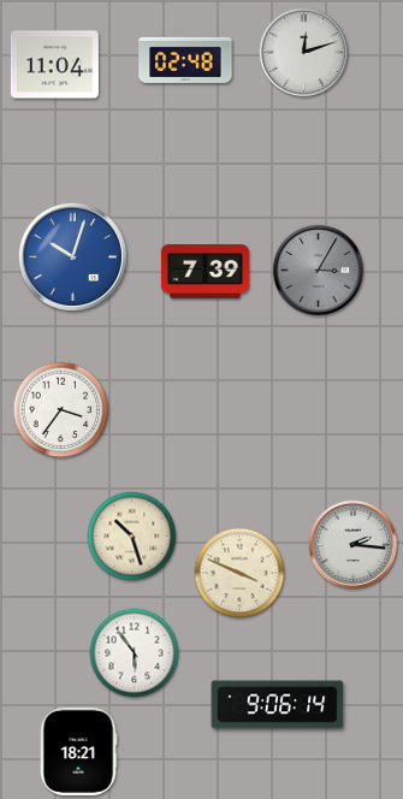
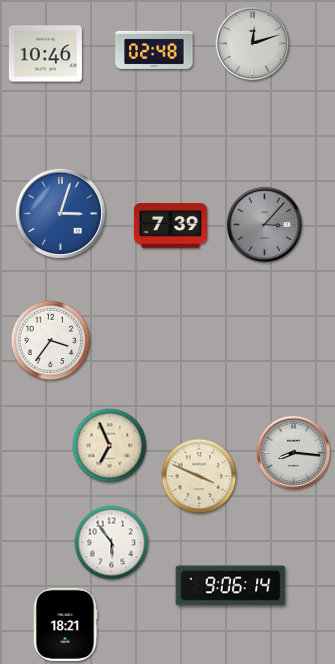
clock at (54, 65): 11:04 -> 10:46
clock at (72, 256): 10:03 -> 3:03
clock at (318, 270): 3:05 -> 3:07
clock at (132, 537): 10:27 -> 6:56
clock at (352, 544): 2:16 -> 8:16
